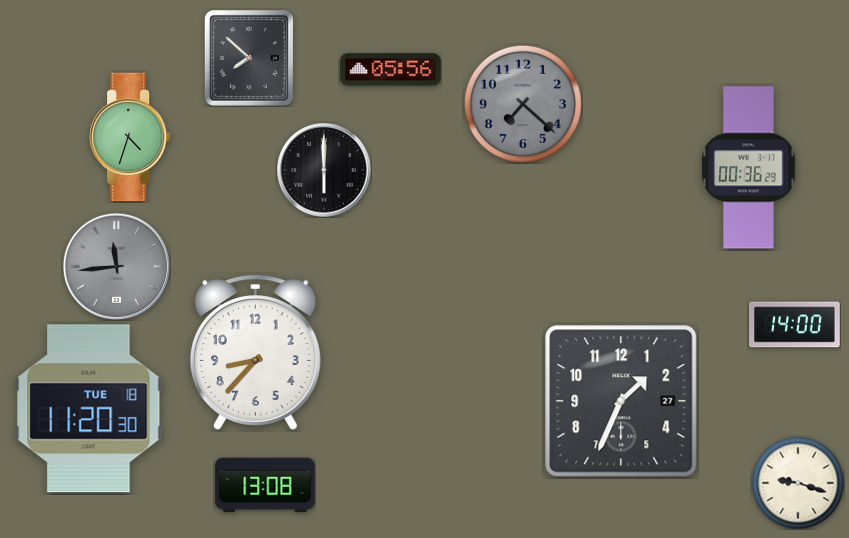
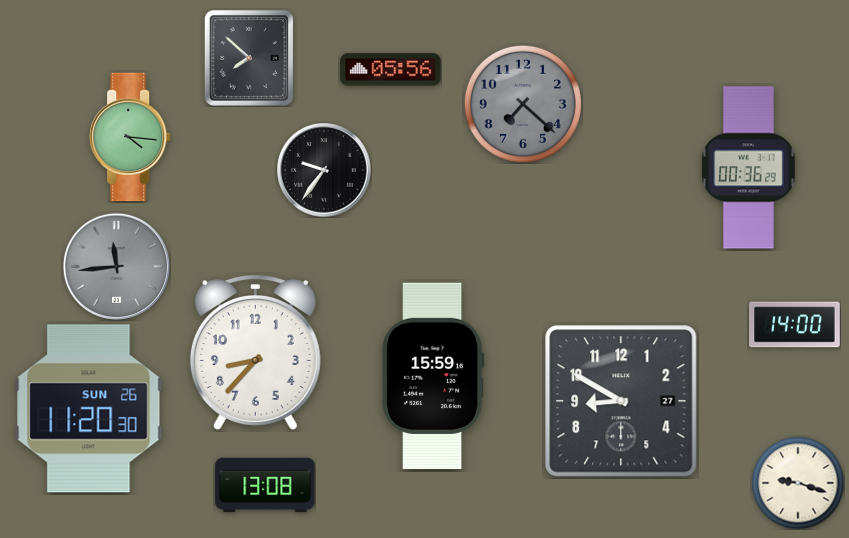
clock at (131, 137): 4:33 -> 4:16
clock at (324, 170): 6:00 -> 9:36
clock at (433, 375): none -> 15:59
clock at (621, 401): 1:34 -> 8:50
clock at (89, 409) date: TUE 18 -> SUN 26
